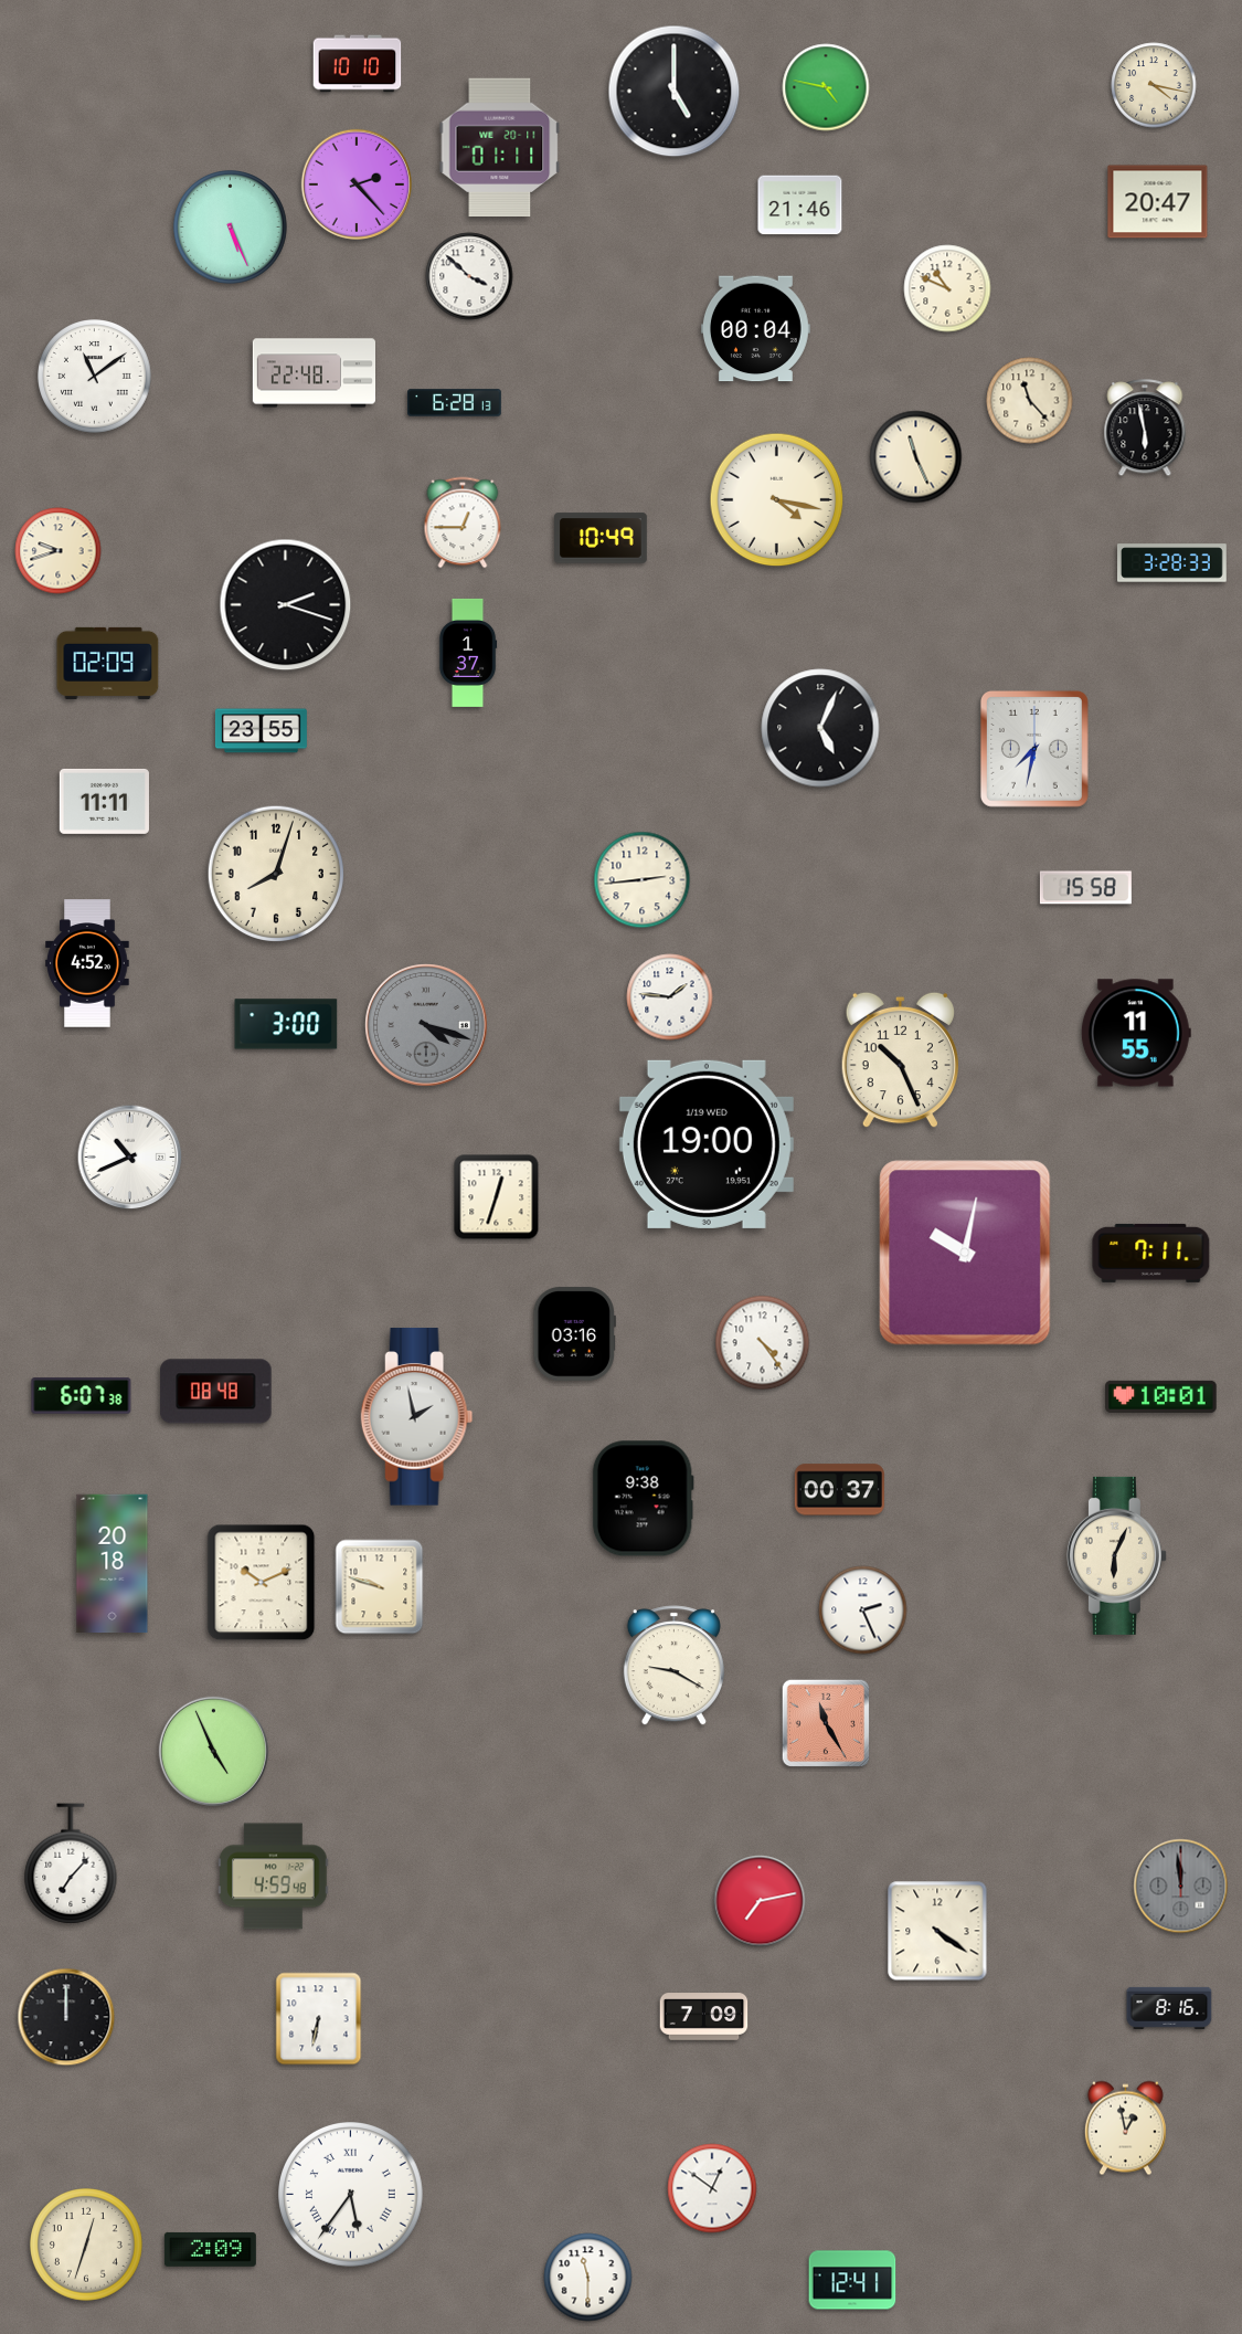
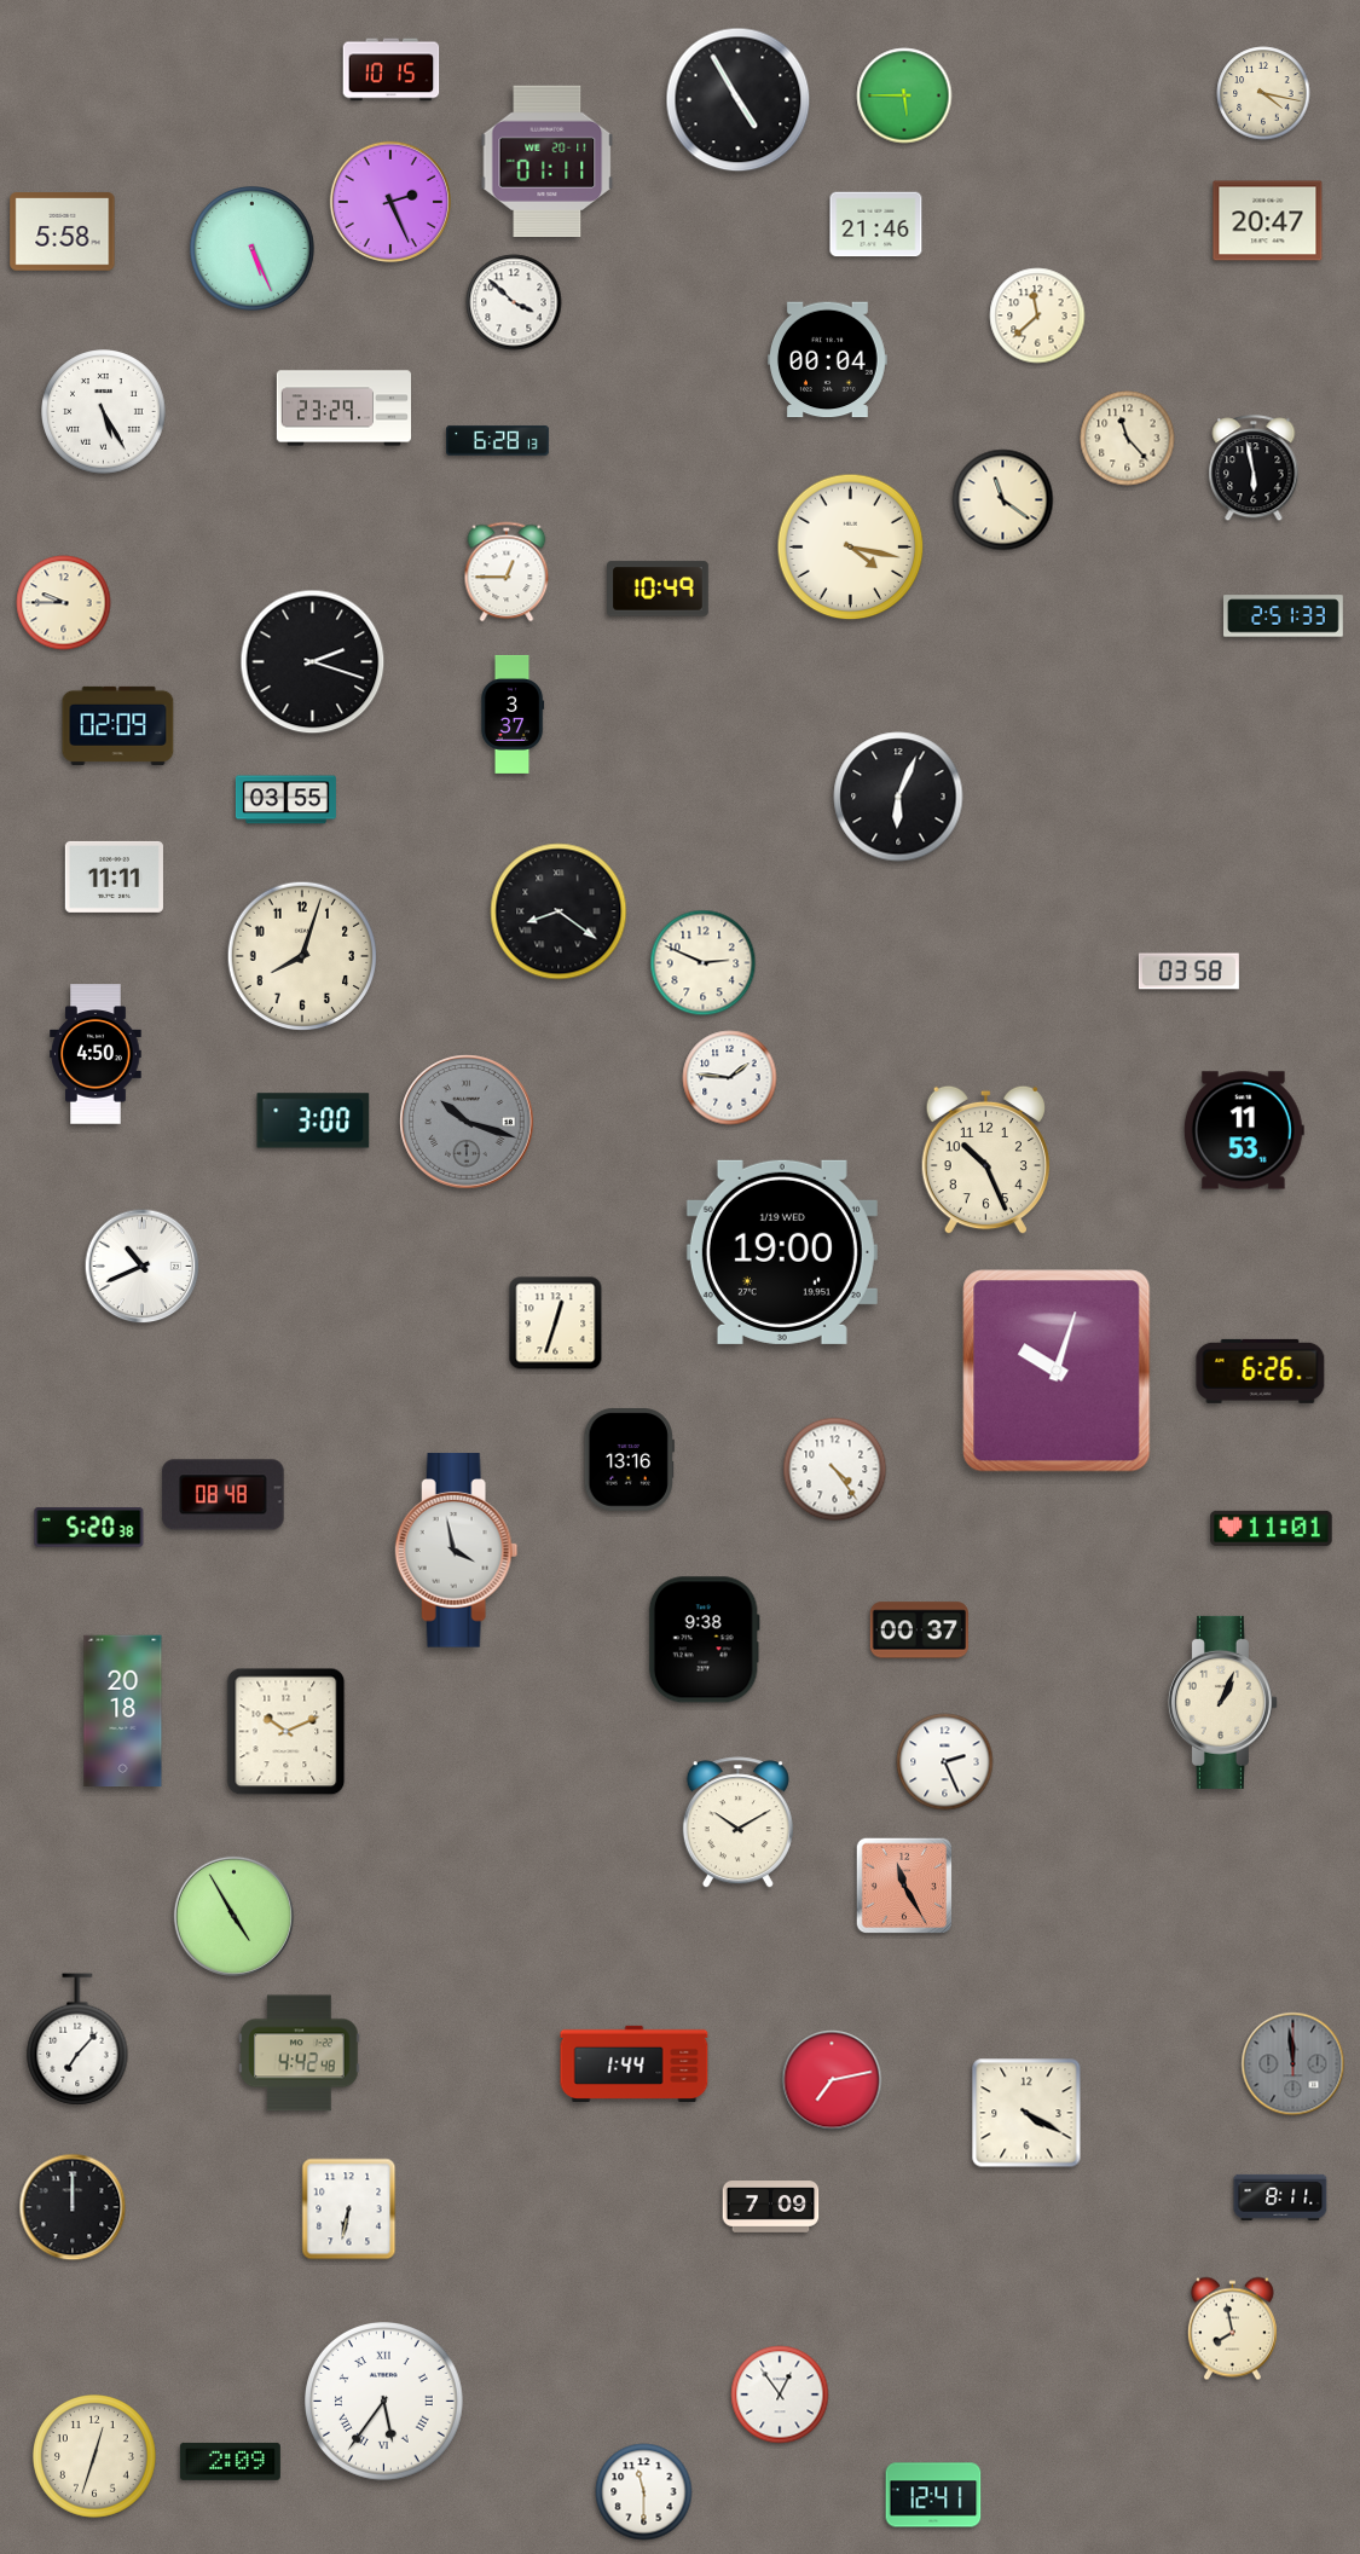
clock at (358, 64): 10:10 -> 10:15
clock at (826, 87): 4:47 -> 5:45
clock at (675, 92): 5:00 -> 4:55
clock at (357, 184): 2:23 -> 2:26
clock at (63, 232): none -> 5:58
clock at (947, 288): 10:49 -> 11:38
clock at (314, 373): 22:48 -> 23:29
clock at (95, 377): 11:09 -> 5:25
clock at (916, 457): 11:26 -> 11:21
clock at (59, 551): 9:42 -> 9:45
clock at (1172, 563): 3:28 -> 2:51
clock at (468, 653): 1:37 -> 3:37
clock at (820, 728): 5:04 -> 6:04
clock at (261, 731): 23:55 -> 03:55
clock at (1034, 749): 7:32 -> none
clock at (559, 911): none -> 8:21
clock at (643, 880): 2:44 -> 2:49
clock at (1085, 888): 15:58 -> 03:58
clock at (87, 963): 4:52 -> 4:50
clock at (670, 997) position: (670, 997) -> (730, 1078)
clock at (426, 1025): 4:18 -> 10:18
clock at (1136, 1033): 11:55 -> 11:53
clock at (707, 1144) position: (707, 1144) -> (782, 1252)
clock at (497, 1197) position: (497, 1197) -> (556, 1324)
clock at (965, 1253): 10:02 -> 10:03
clock at (1151, 1253): 7:11 -> 6:26
clock at (574, 1334): 03:16 -> 13:16
clock at (216, 1392) position: (216, 1392) -> (224, 1495)
clock at (82, 1396): 6:07 -> 5:20
clock at (1161, 1396): 10:01 -> 11:01
clock at (417, 1417): 1:58 -> 3:58
clock at (1116, 1555): 6:04 -> 1:04
clock at (380, 1587): 9:48 -> none
clock at (673, 1666): 9:20 -> 10:10
clock at (213, 1751): 4:56 -> 4:55
clock at (274, 1877): 4:59 -> 4:42
clock at (635, 2063): none -> 1:44
clock at (937, 1931): 4:21 -> 4:20
clock at (1169, 2008): 8:16 -> 8:11
clock at (1125, 2129): 12:58 -> 7:58
clock at (712, 2188): 12:51 -> 12:54
